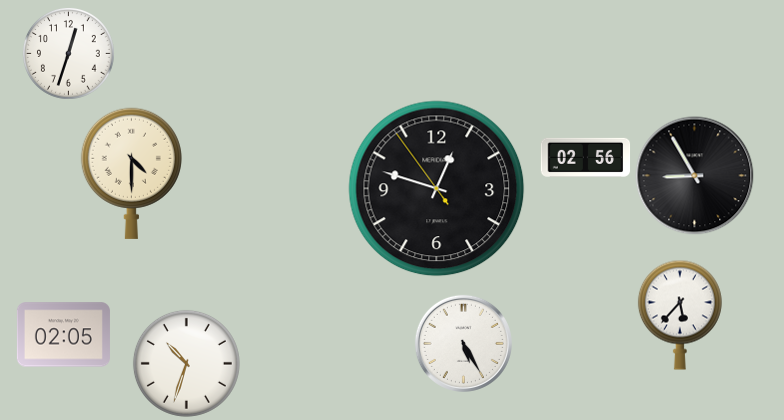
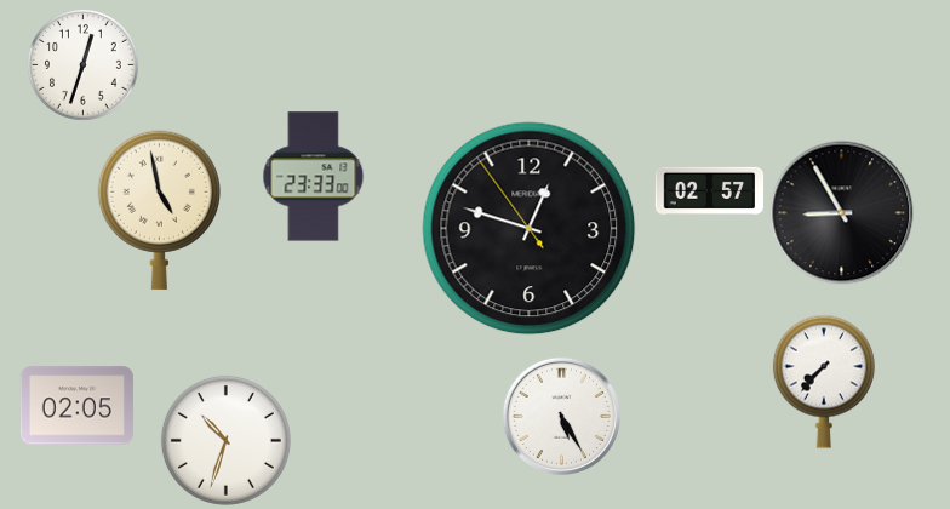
clock at (314, 177): none -> 23:33
clock at (586, 157): 02:56 -> 02:57
clock at (131, 173): 4:30 -> 4:58
clock at (680, 315): 5:37 -> 7:37
